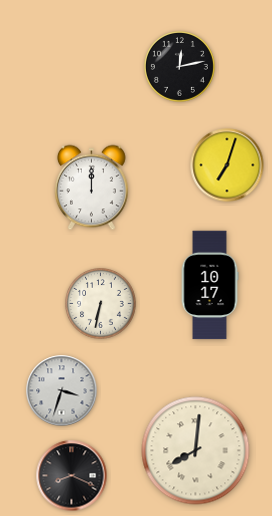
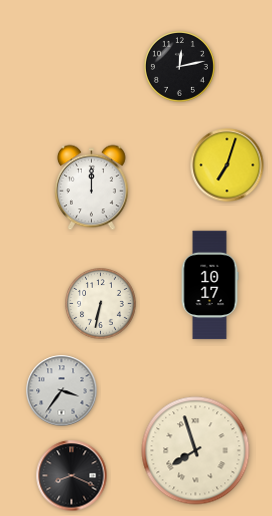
clock at (62, 391): 3:33 -> 3:36
clock at (196, 451): 8:01 -> 7:57
